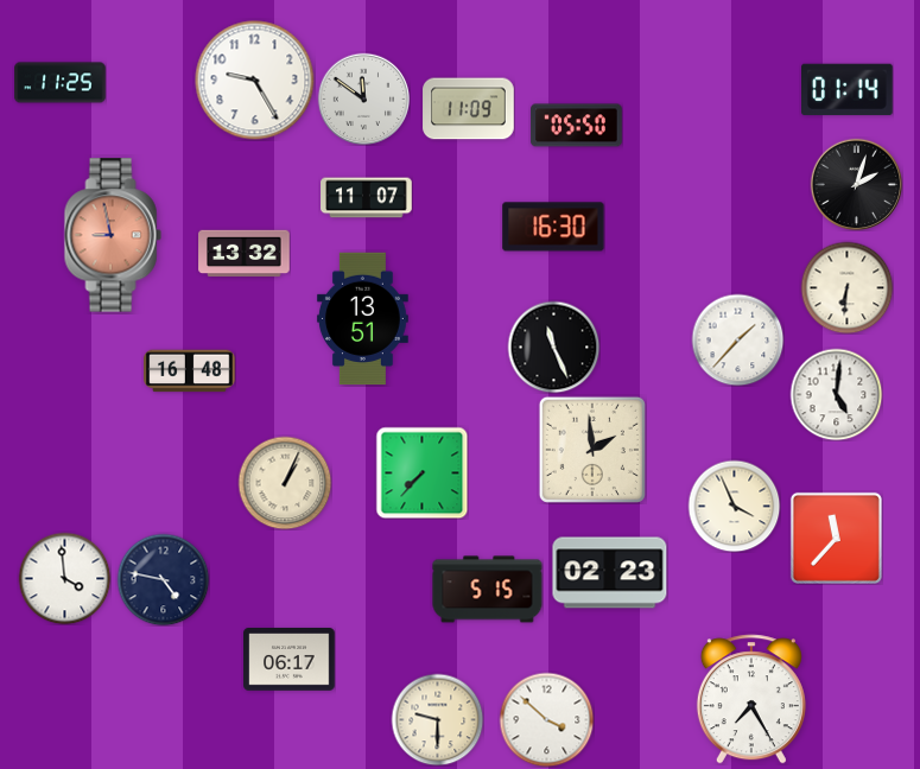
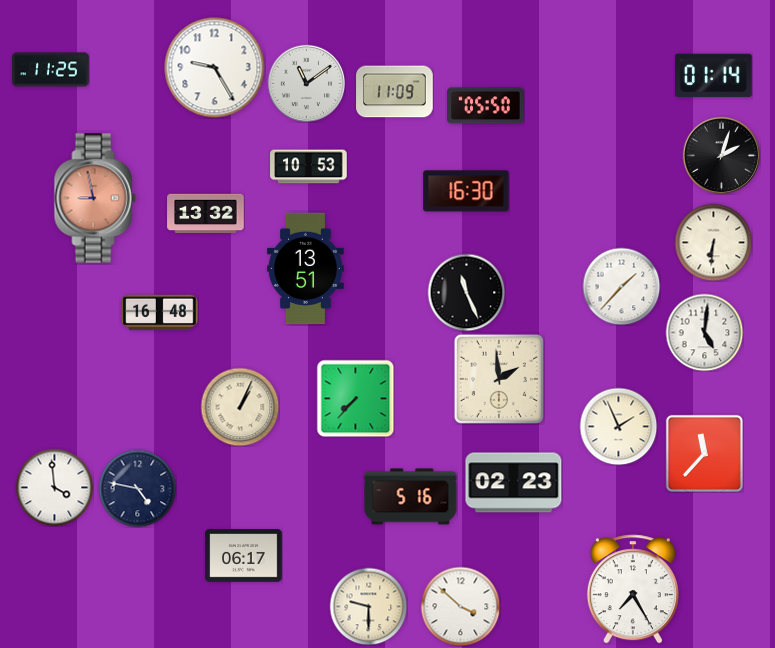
clock at (363, 98): 11:51 -> 11:09
clock at (367, 198): 11:07 -> 10:53
clock at (734, 506): 3:56 -> 1:56
clock at (488, 590): 5:15 -> 5:16
